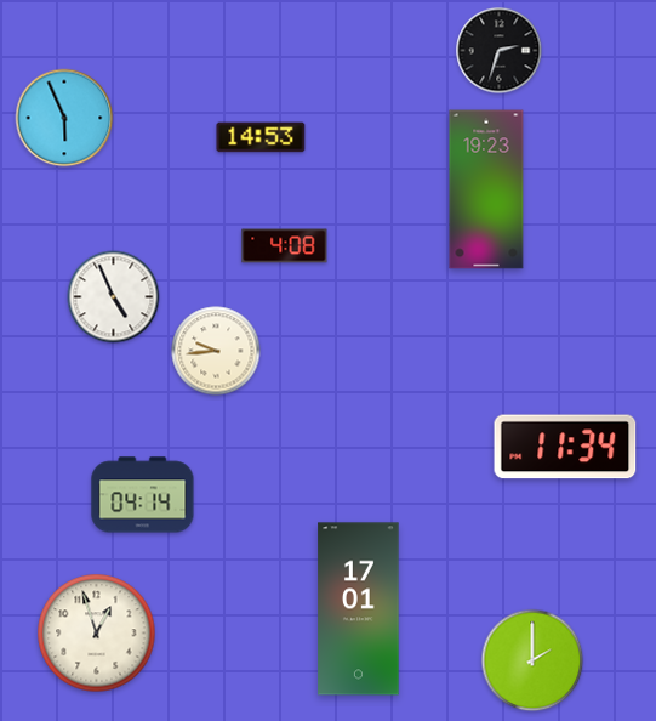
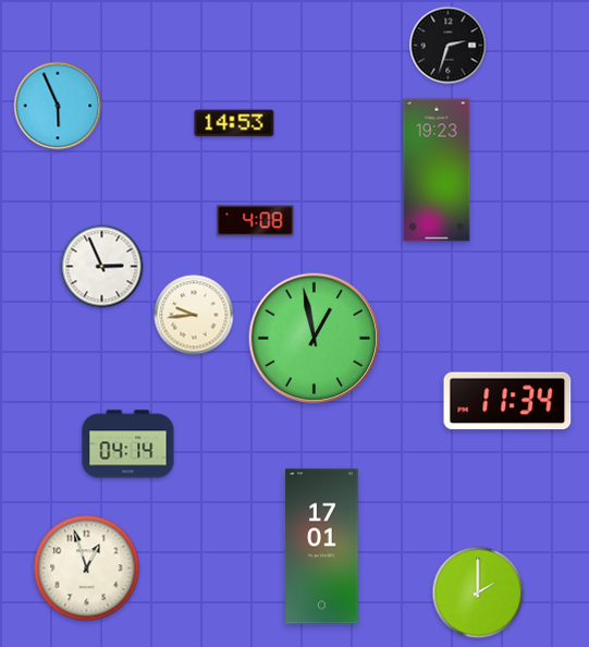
clock at (114, 297): 4:56 -> 2:56
clock at (315, 339): none -> 12:58
